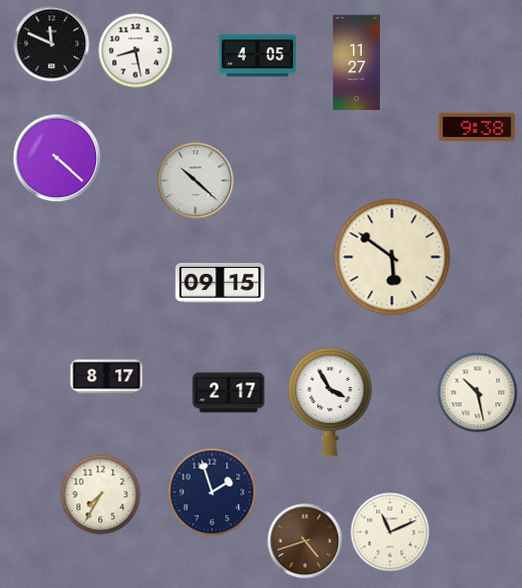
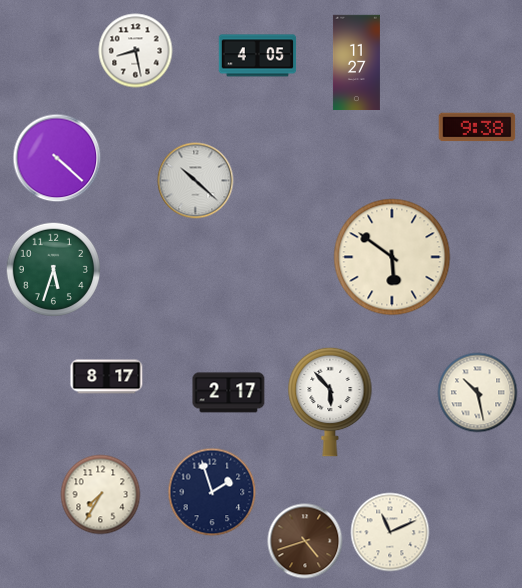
clock at (52, 44): 11:49 -> none
clock at (54, 269): none -> 5:33
clock at (220, 283): 09:15 -> none
clock at (330, 402): 3:55 -> 5:53
